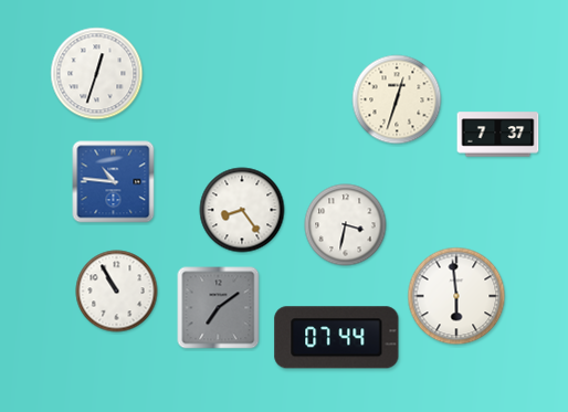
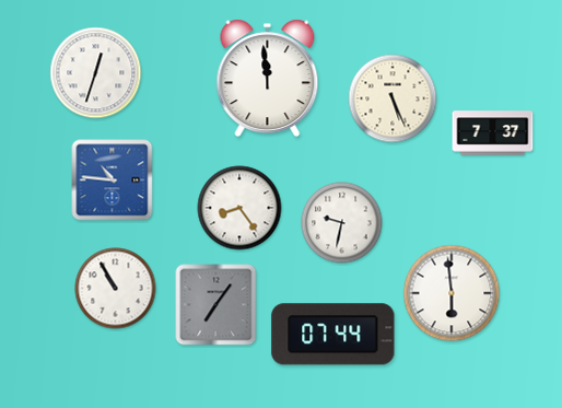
clock at (268, 79): none -> 11:59
clock at (397, 99): 12:33 -> 5:26
clock at (346, 225): 3:32 -> 9:32
clock at (219, 308): 7:09 -> 7:06
